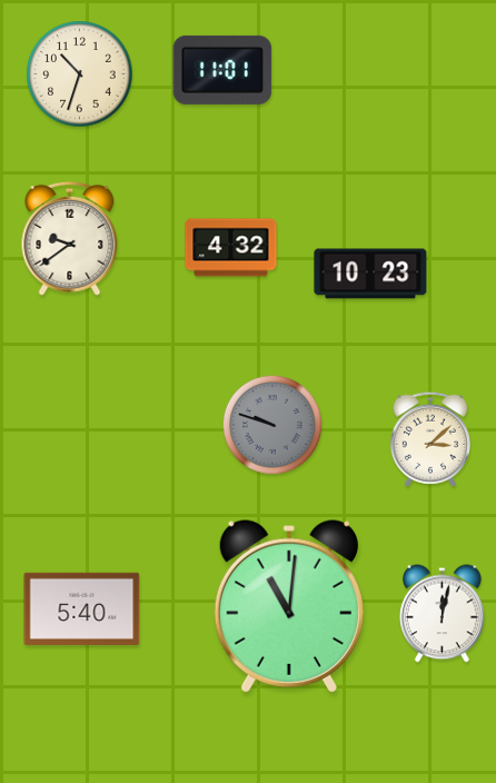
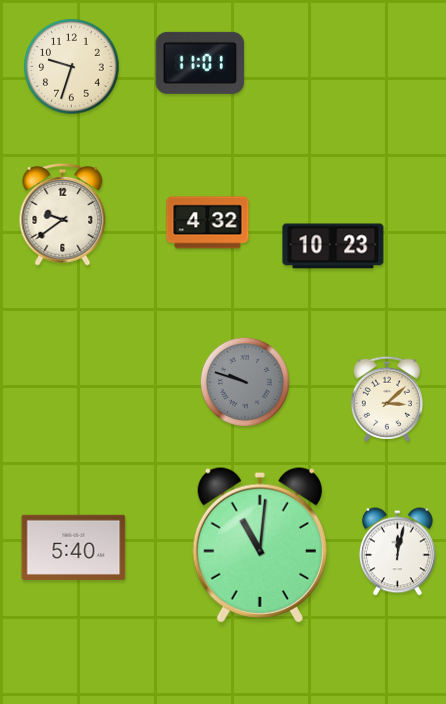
clock at (80, 75): 10:33 -> 9:33
clock at (430, 439) position: (430, 439) -> (387, 399)
